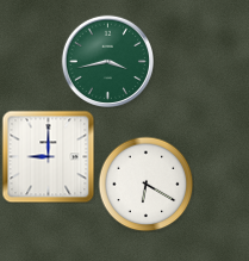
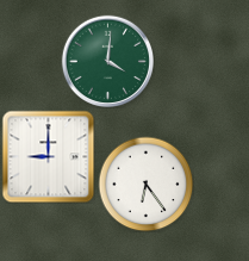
clock at (107, 61): 3:43 -> 4:01
clock at (145, 184): 6:20 -> 6:24
